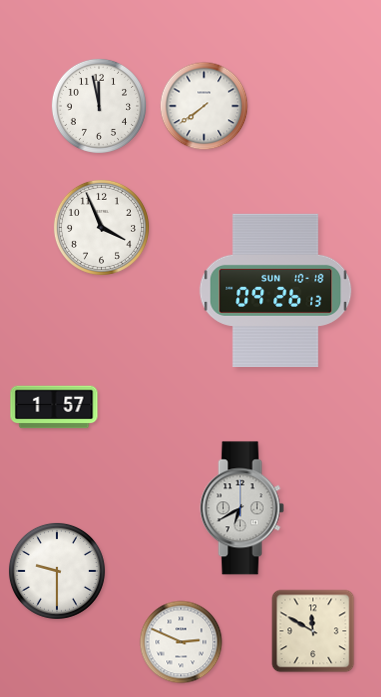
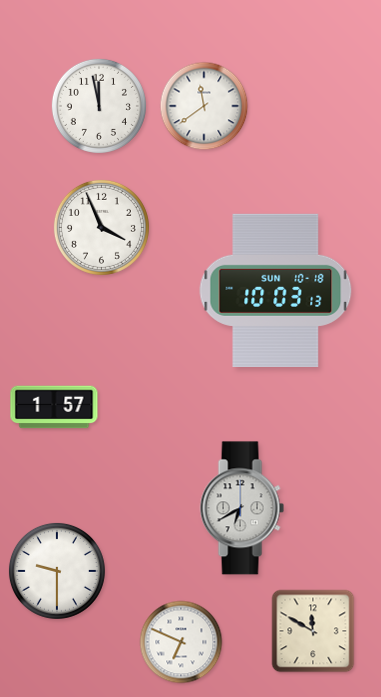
clock at (204, 106): 7:39 -> 11:39
clock at (276, 290): 09:26 -> 10:03
clock at (181, 642): 2:49 -> 6:49
